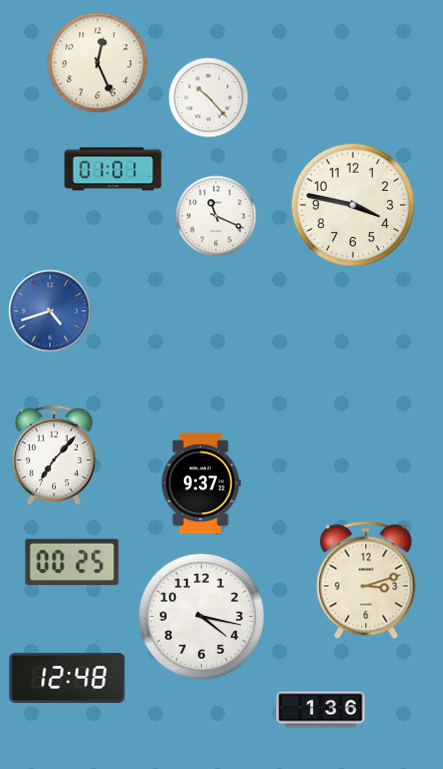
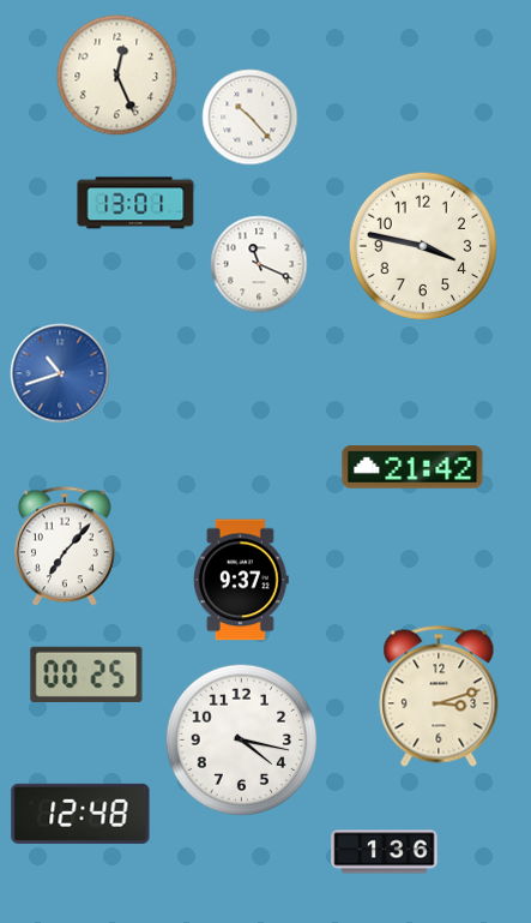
clock at (113, 169): 01:01 -> 13:01
clock at (216, 216) position: (216, 216) -> (259, 264)
clock at (50, 311): 4:42 -> 10:42
clock at (412, 467): none -> 21:42
